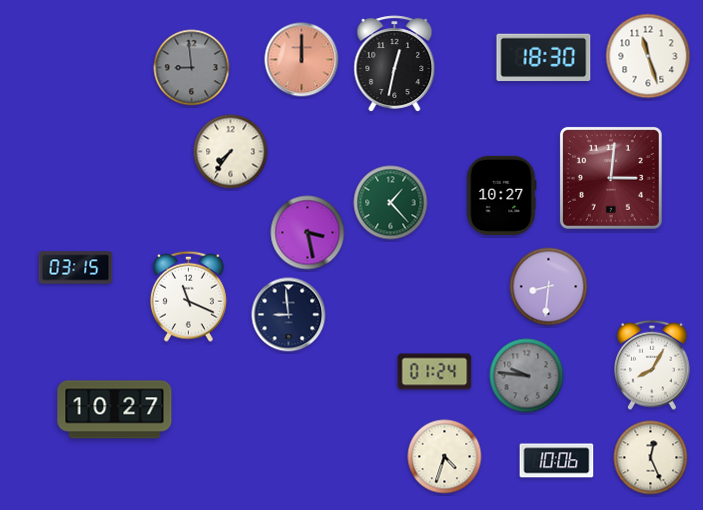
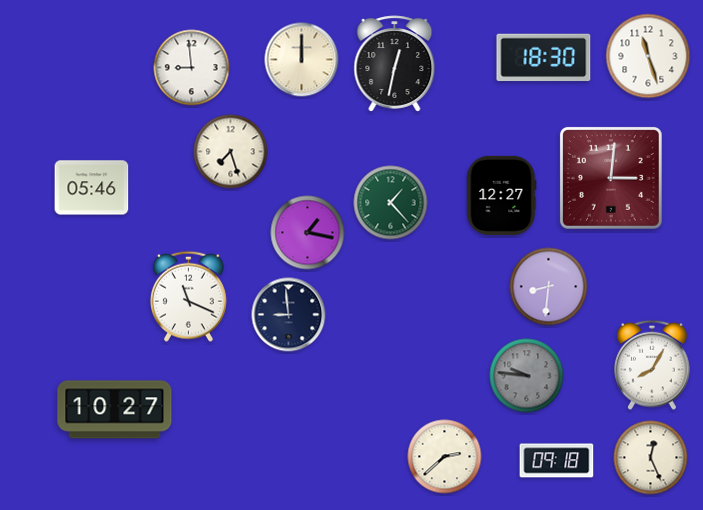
clock at (302, 60) dial: salmon -> cream
clock at (192, 68) dial: grey -> white
clock at (231, 152): 7:36 -> 7:27
clock at (92, 188): none -> 05:46
clock at (501, 195): 10:27 -> 12:27
clock at (308, 233): 3:28 -> 1:17
clock at (76, 268): 03:15 -> none
clock at (435, 372): 01:24 -> none
clock at (445, 457): 4:33 -> 2:38
clock at (557, 461): 10:06 -> 09:18
